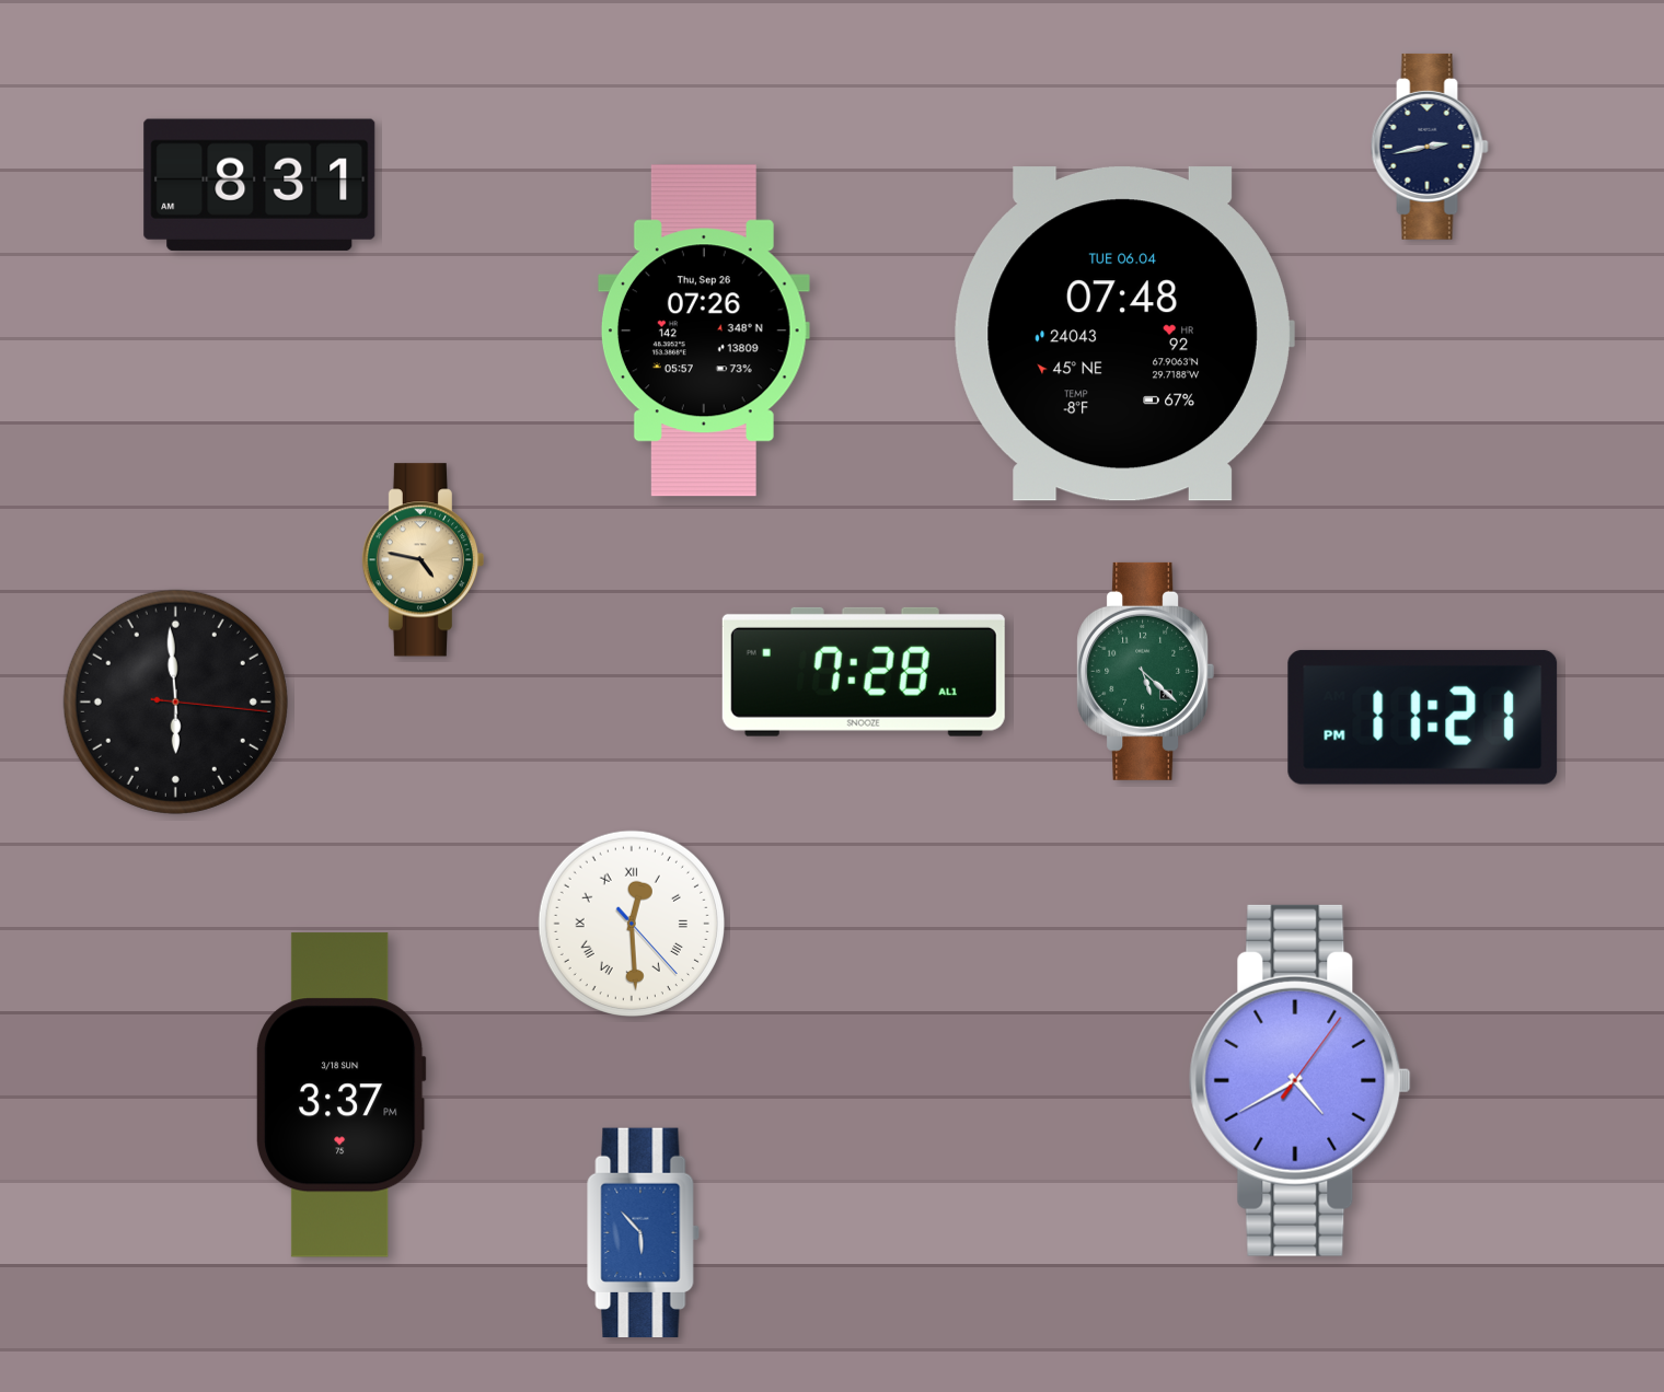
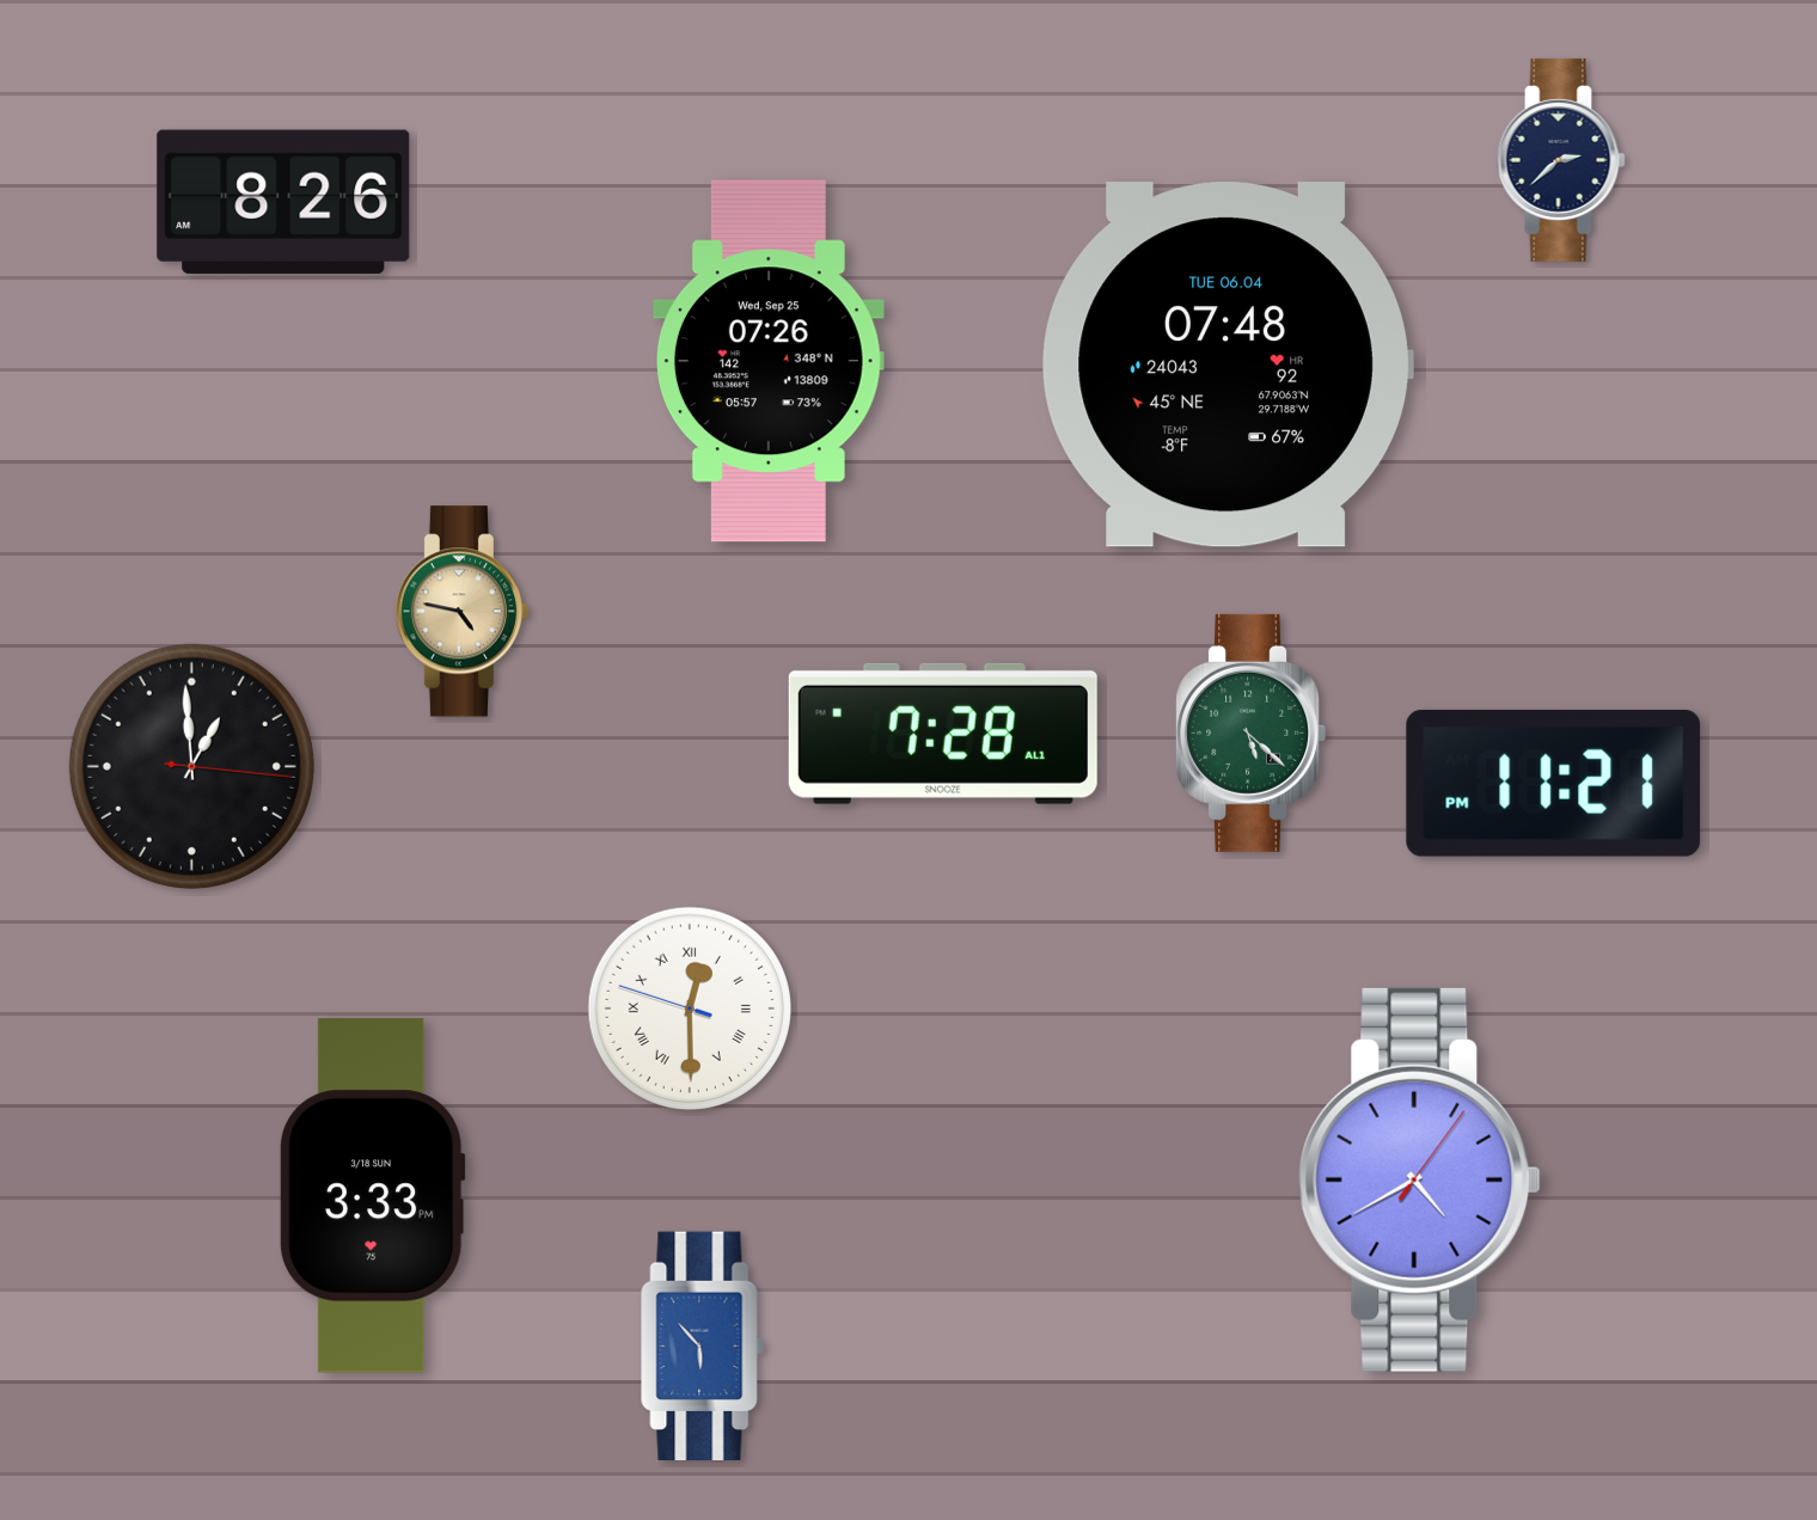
clock at (1430, 147): 2:43 -> 2:38
clock at (259, 185): 8:31 -> 8:26
clock at (704, 330) date: Thu, Sep 26 -> Wed, Sep 25
clock at (175, 701): 5:59 -> 12:59
clock at (631, 923): 12:29:23 -> 12:29:48
clock at (340, 1095): 3:37 -> 3:33
